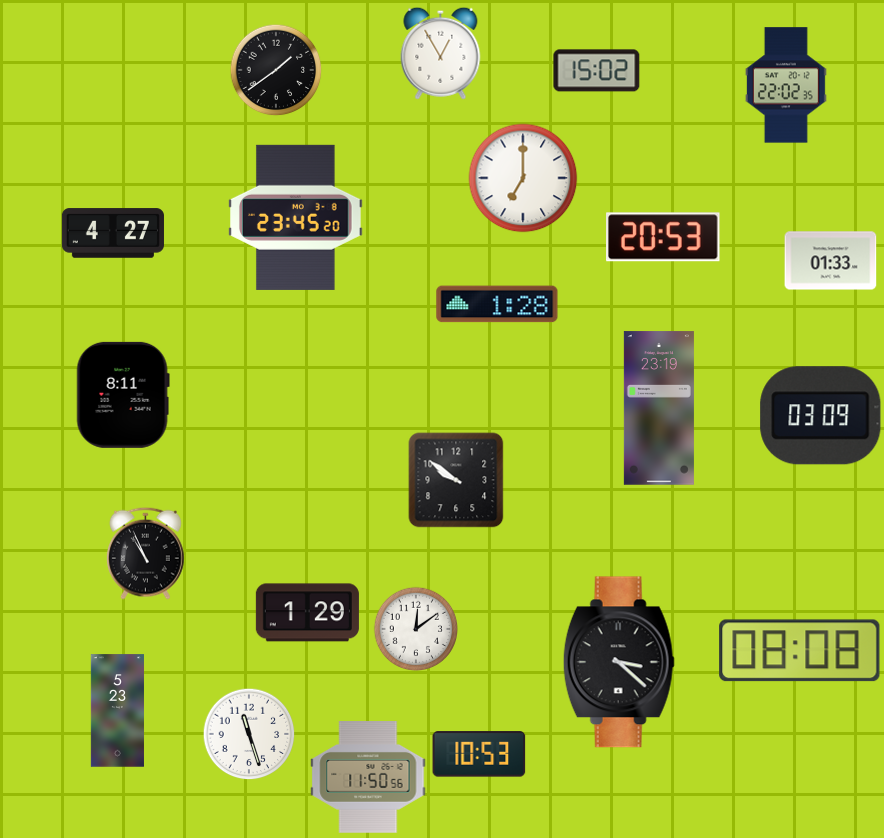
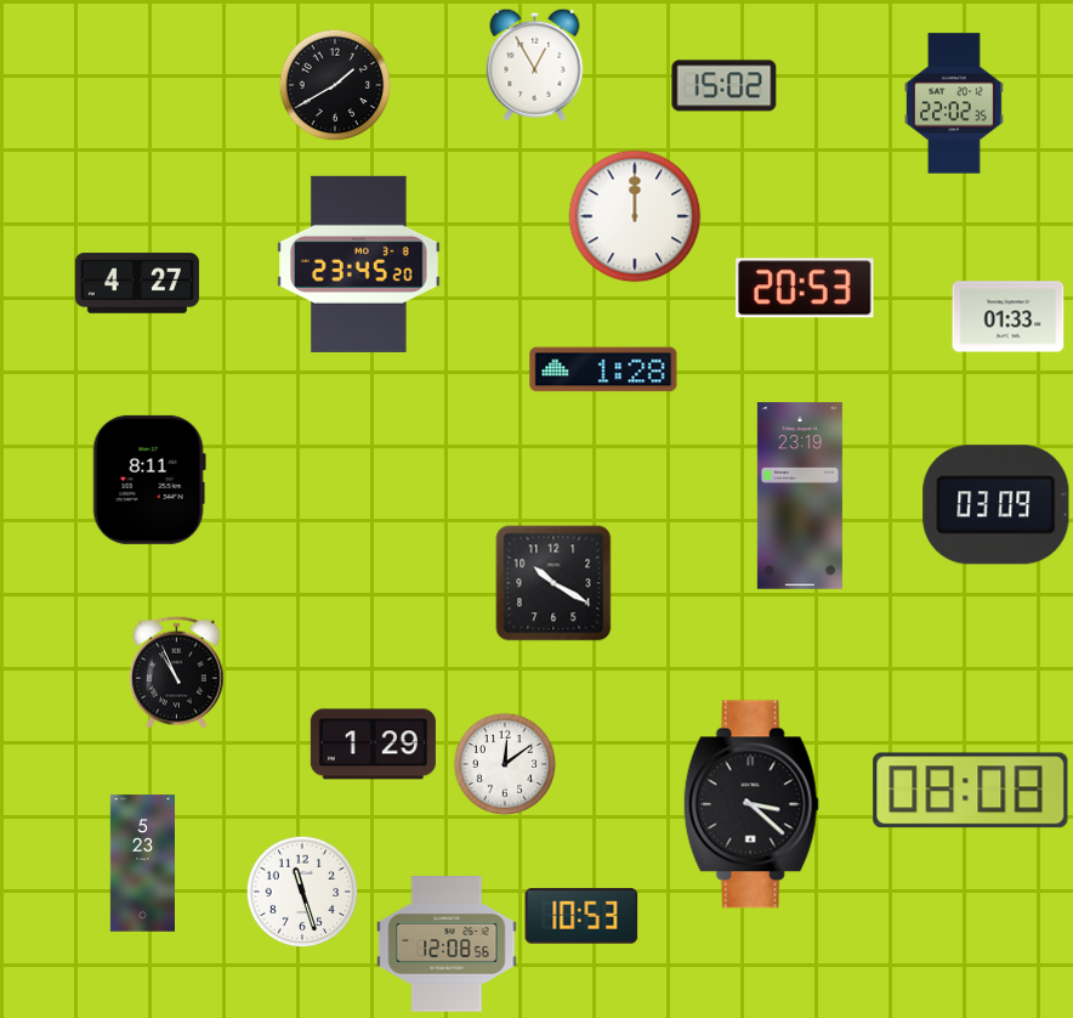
clock at (276, 70): 1:39 -> 1:40
clock at (523, 178): 7:00 -> 12:00
clock at (456, 480): 9:51 -> 10:20
clock at (368, 777): 11:50 -> 12:08
